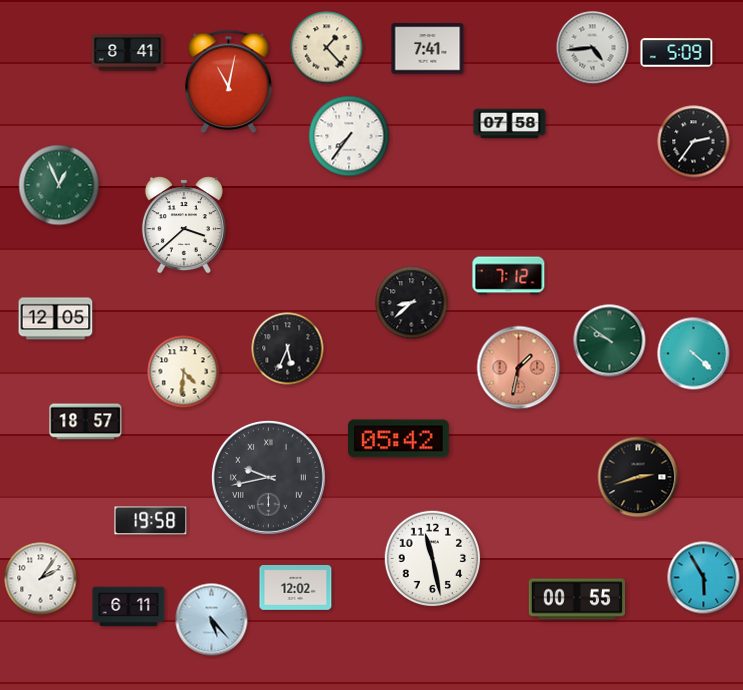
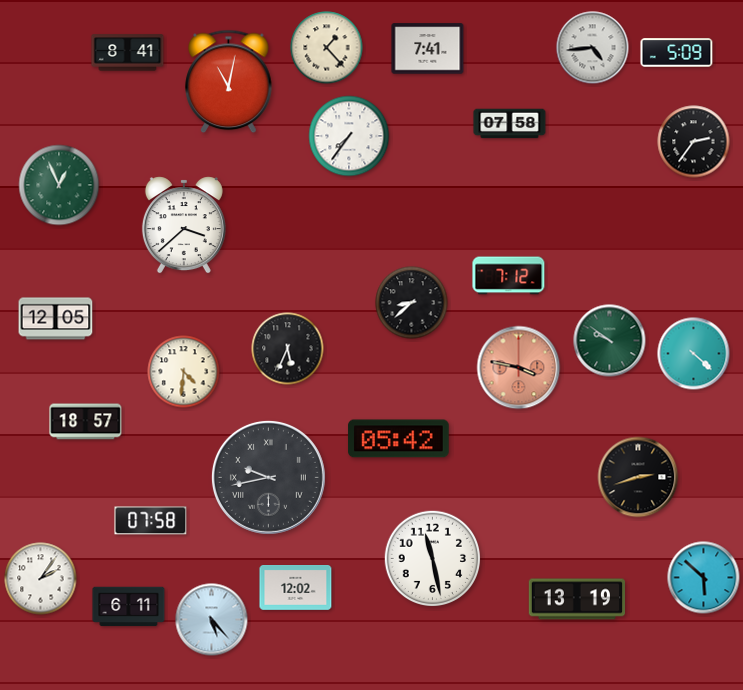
clock at (519, 368): 1:32 -> 3:47
clock at (151, 521): 19:58 -> 07:58
clock at (704, 578): 5:55 -> 5:52
clock at (576, 599): 00:55 -> 13:19
